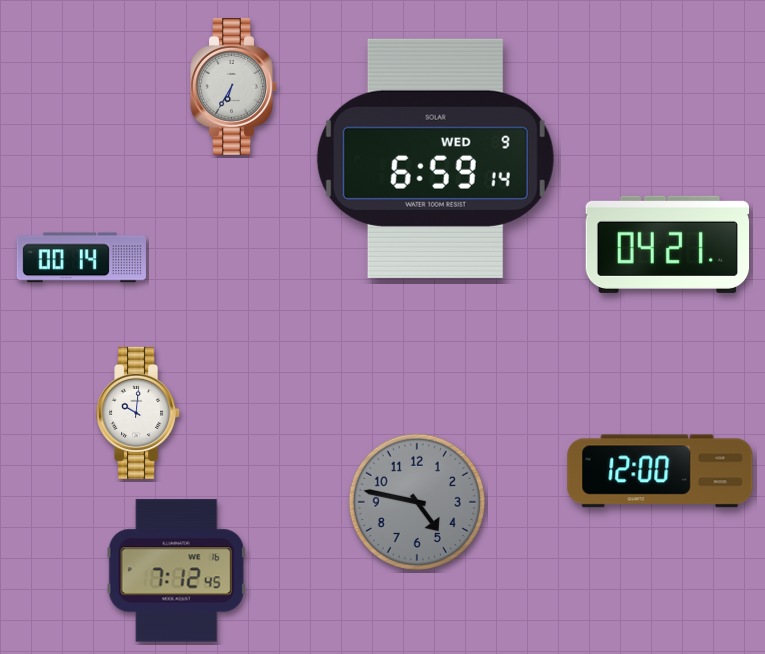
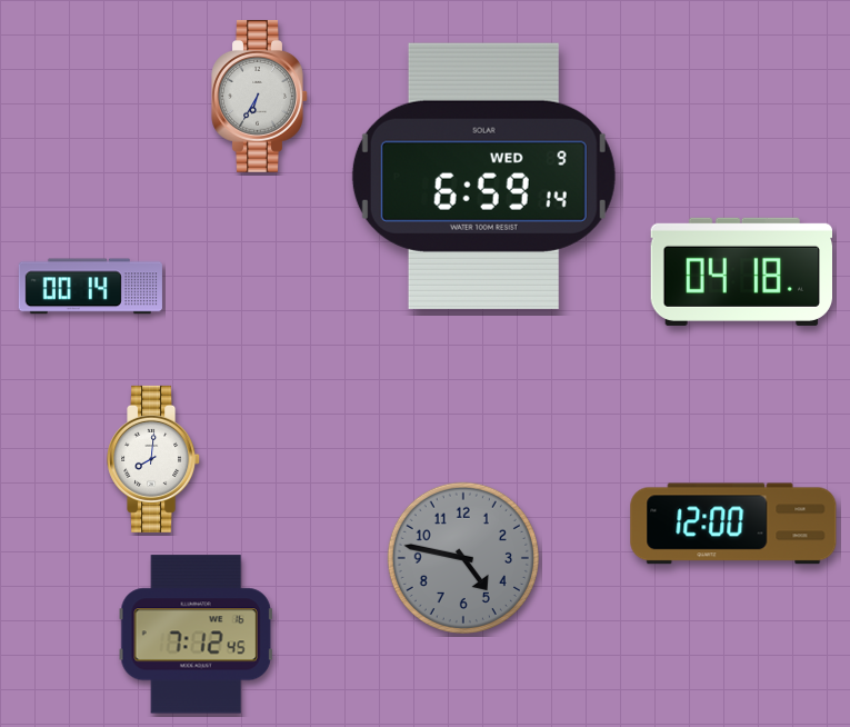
clock at (667, 244): 04:21 -> 04:18
clock at (139, 413): 10:01 -> 8:01
